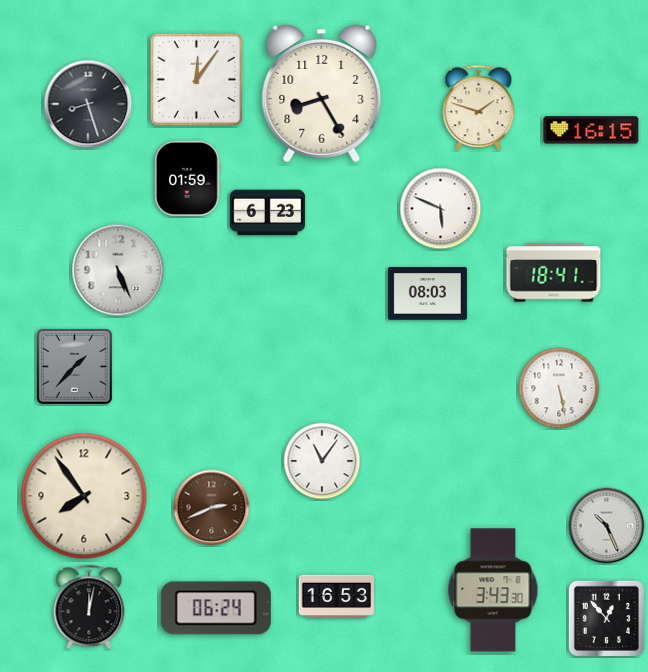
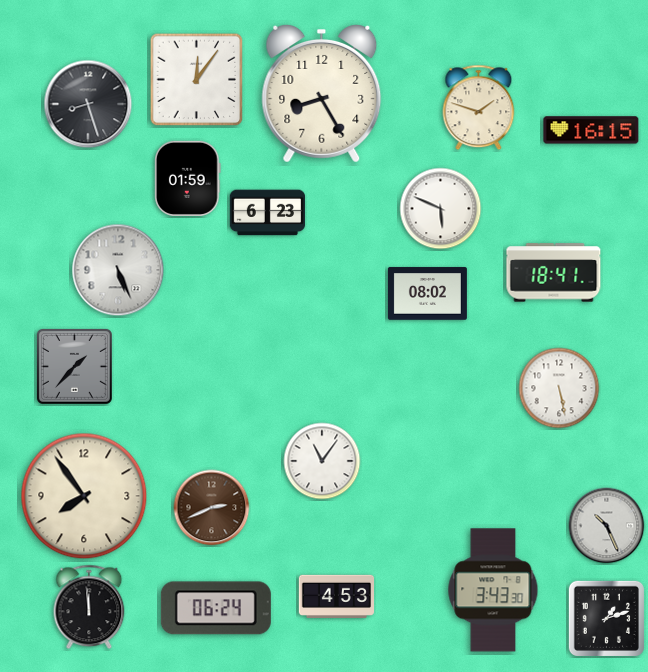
clock at (427, 294): 08:03 -> 08:02
clock at (337, 596): 16:53 -> 4:53
clock at (89, 607): 12:02 -> 11:59
clock at (606, 618): 12:53 -> 1:12
